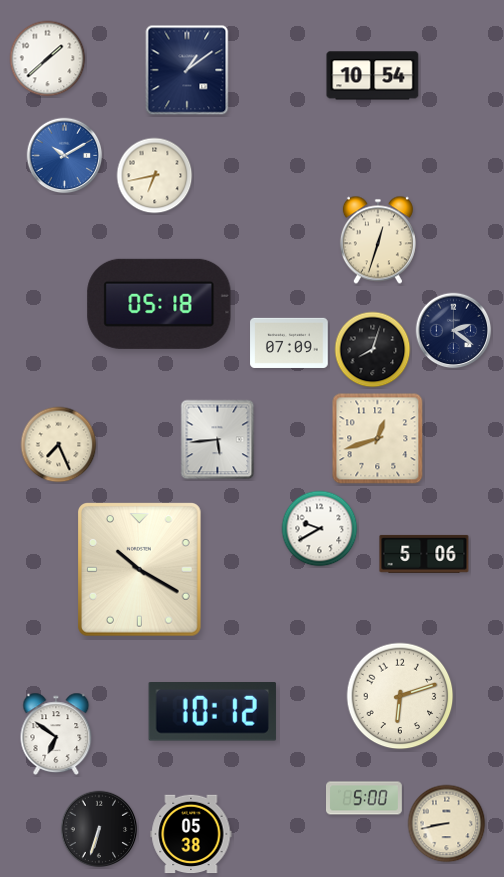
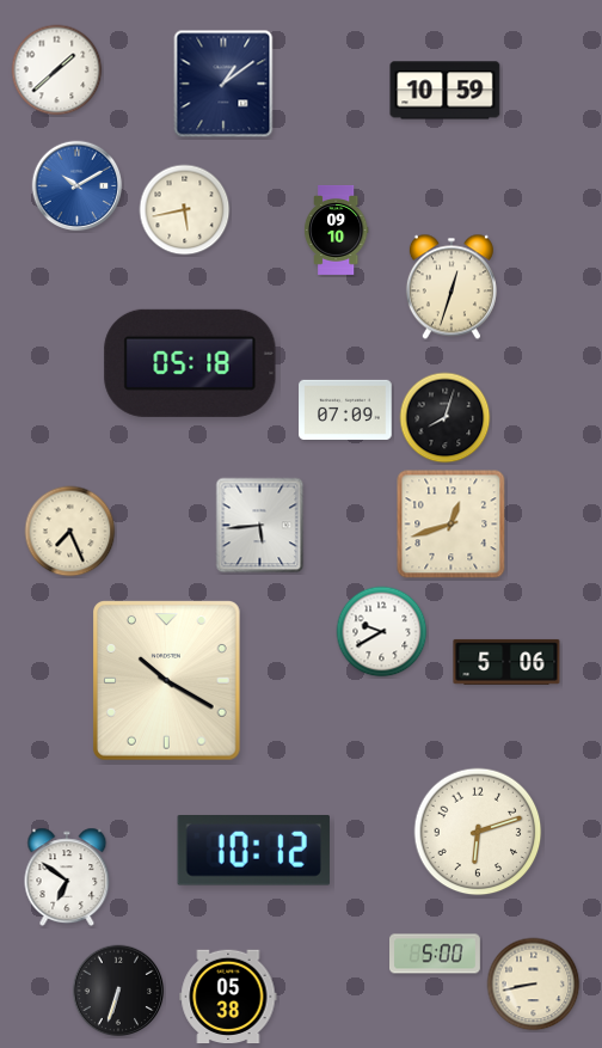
clock at (373, 76): 10:54 -> 10:59
clock at (155, 176): 6:43 -> 5:43
clock at (336, 229): none -> 09:10
clock at (454, 331): 2:21 -> none
